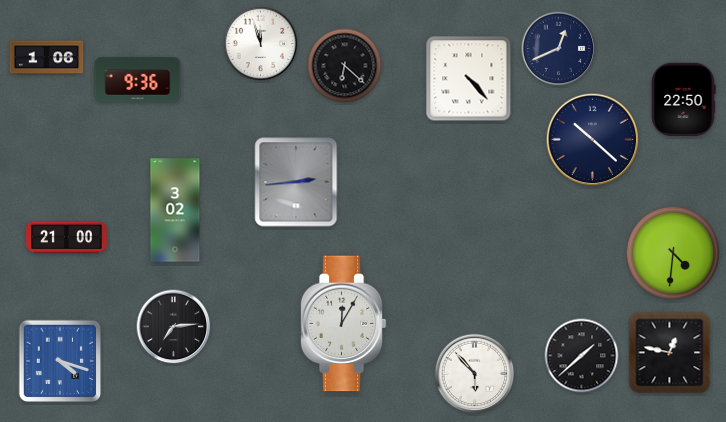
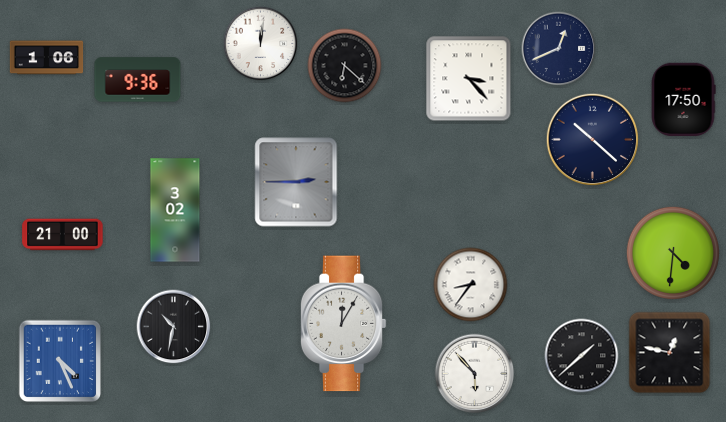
clock at (261, 44): 11:57 -> 12:01
clock at (469, 79): 4:23 -> 3:23
clock at (683, 100): 22:50 -> 17:50
clock at (296, 182): 2:44 -> 2:45
clock at (67, 238) position: (67, 238) -> (63, 235)
clock at (471, 285): none -> 8:36
clock at (174, 327): 7:14 -> 10:32
clock at (60, 361): 4:18 -> 4:26
